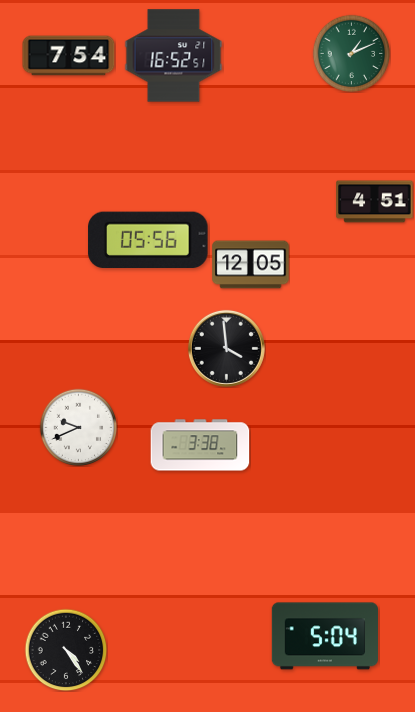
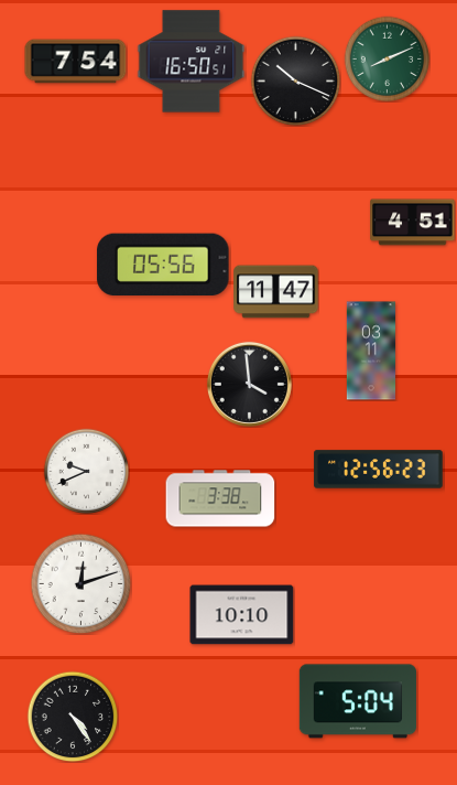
clock at (351, 53): 1:11 -> 8:11
clock at (174, 56): 16:52 -> 16:50
clock at (295, 80): none -> 10:19
clock at (251, 265): 12:05 -> 11:47
clock at (371, 351): none -> 03:11
clock at (379, 470): none -> 12:56
clock at (200, 445) position: (200, 445) -> (220, 498)
clock at (80, 583): none -> 12:12
clock at (242, 615): none -> 10:10
